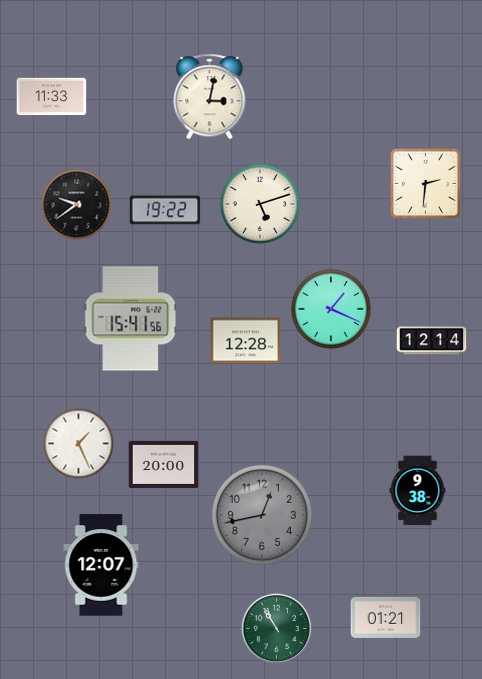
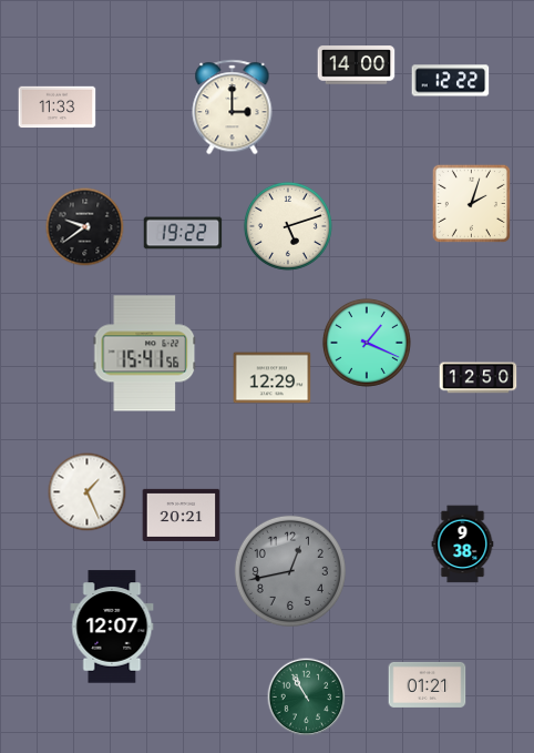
clock at (357, 65): none -> 14:00
clock at (451, 81): none -> 12:22
clock at (210, 97): 3:02 -> 3:00
clock at (425, 183): 2:31 -> 2:03
clock at (246, 341): 12:28 -> 12:29
clock at (432, 341): 12:14 -> 12:50
clock at (164, 464): 20:00 -> 20:21
